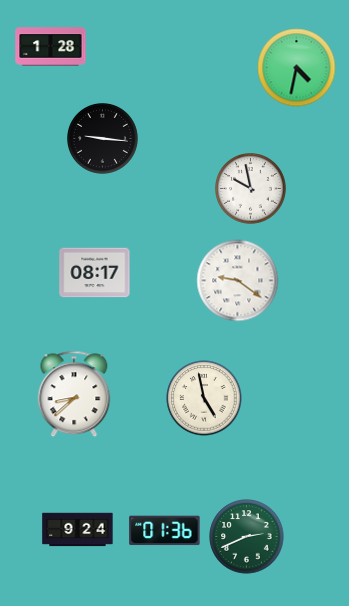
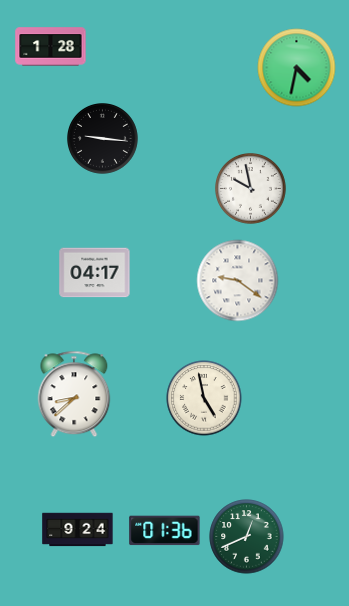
clock at (95, 273): 08:17 -> 04:17
clock at (247, 537): 2:41 -> 12:41
